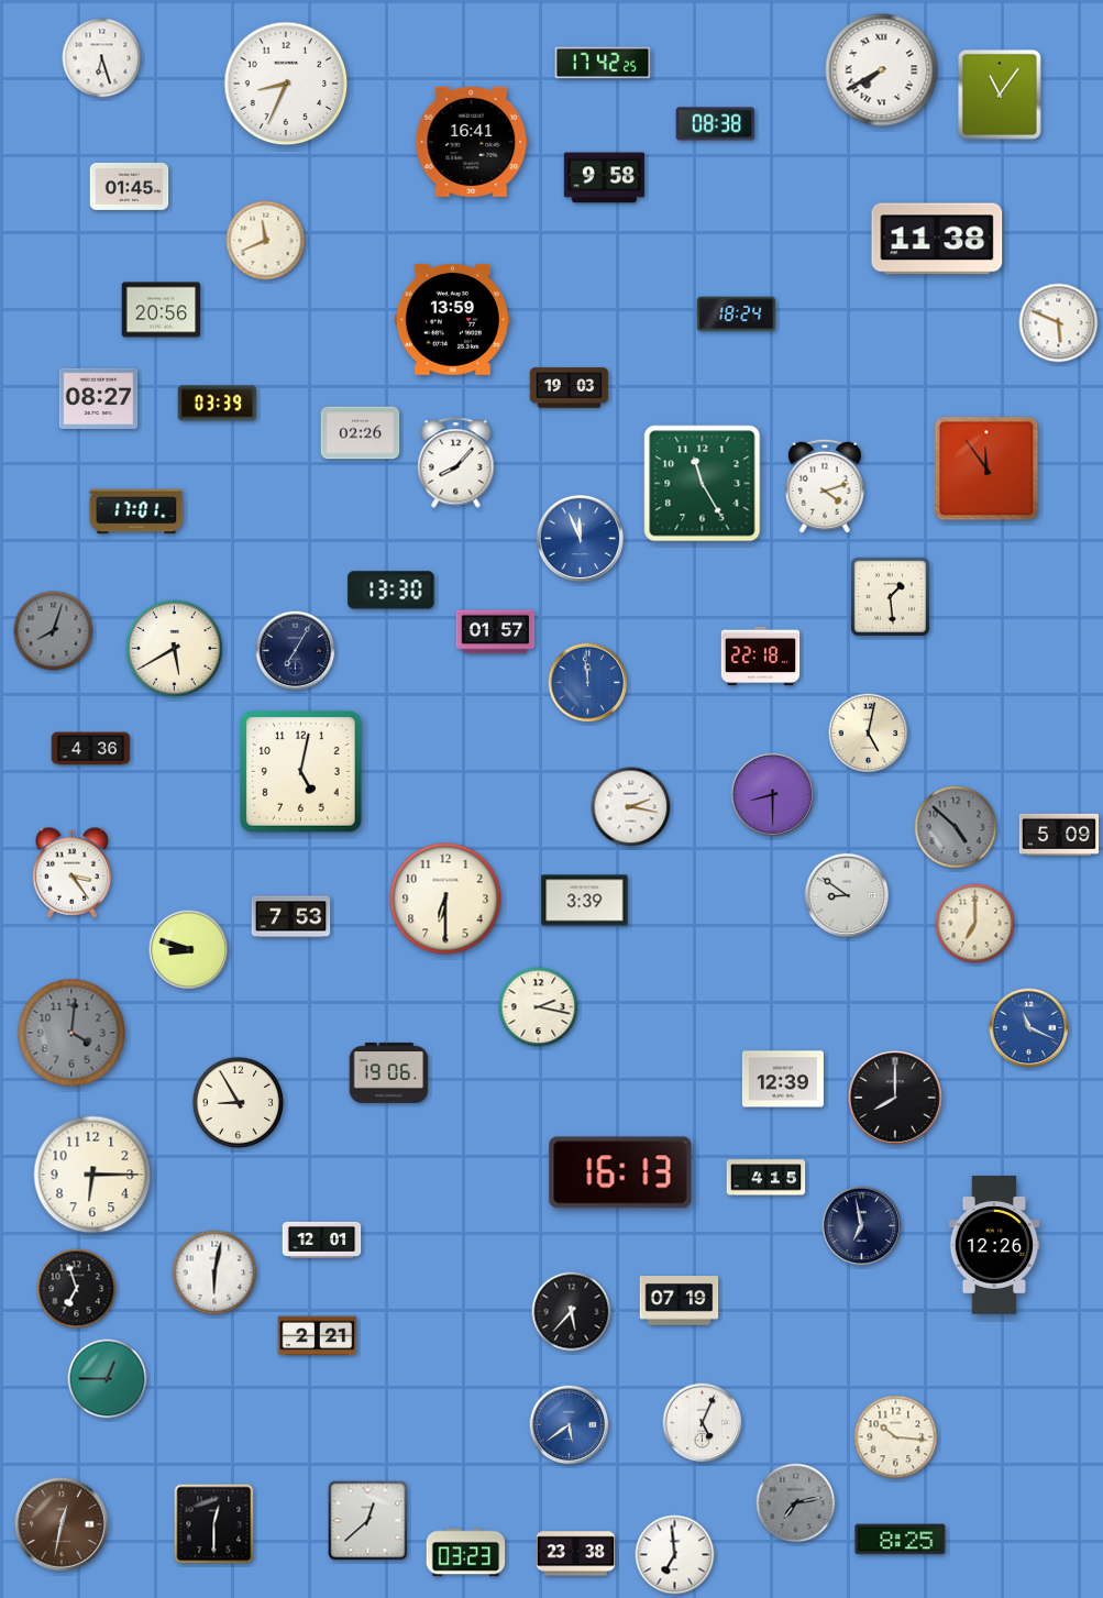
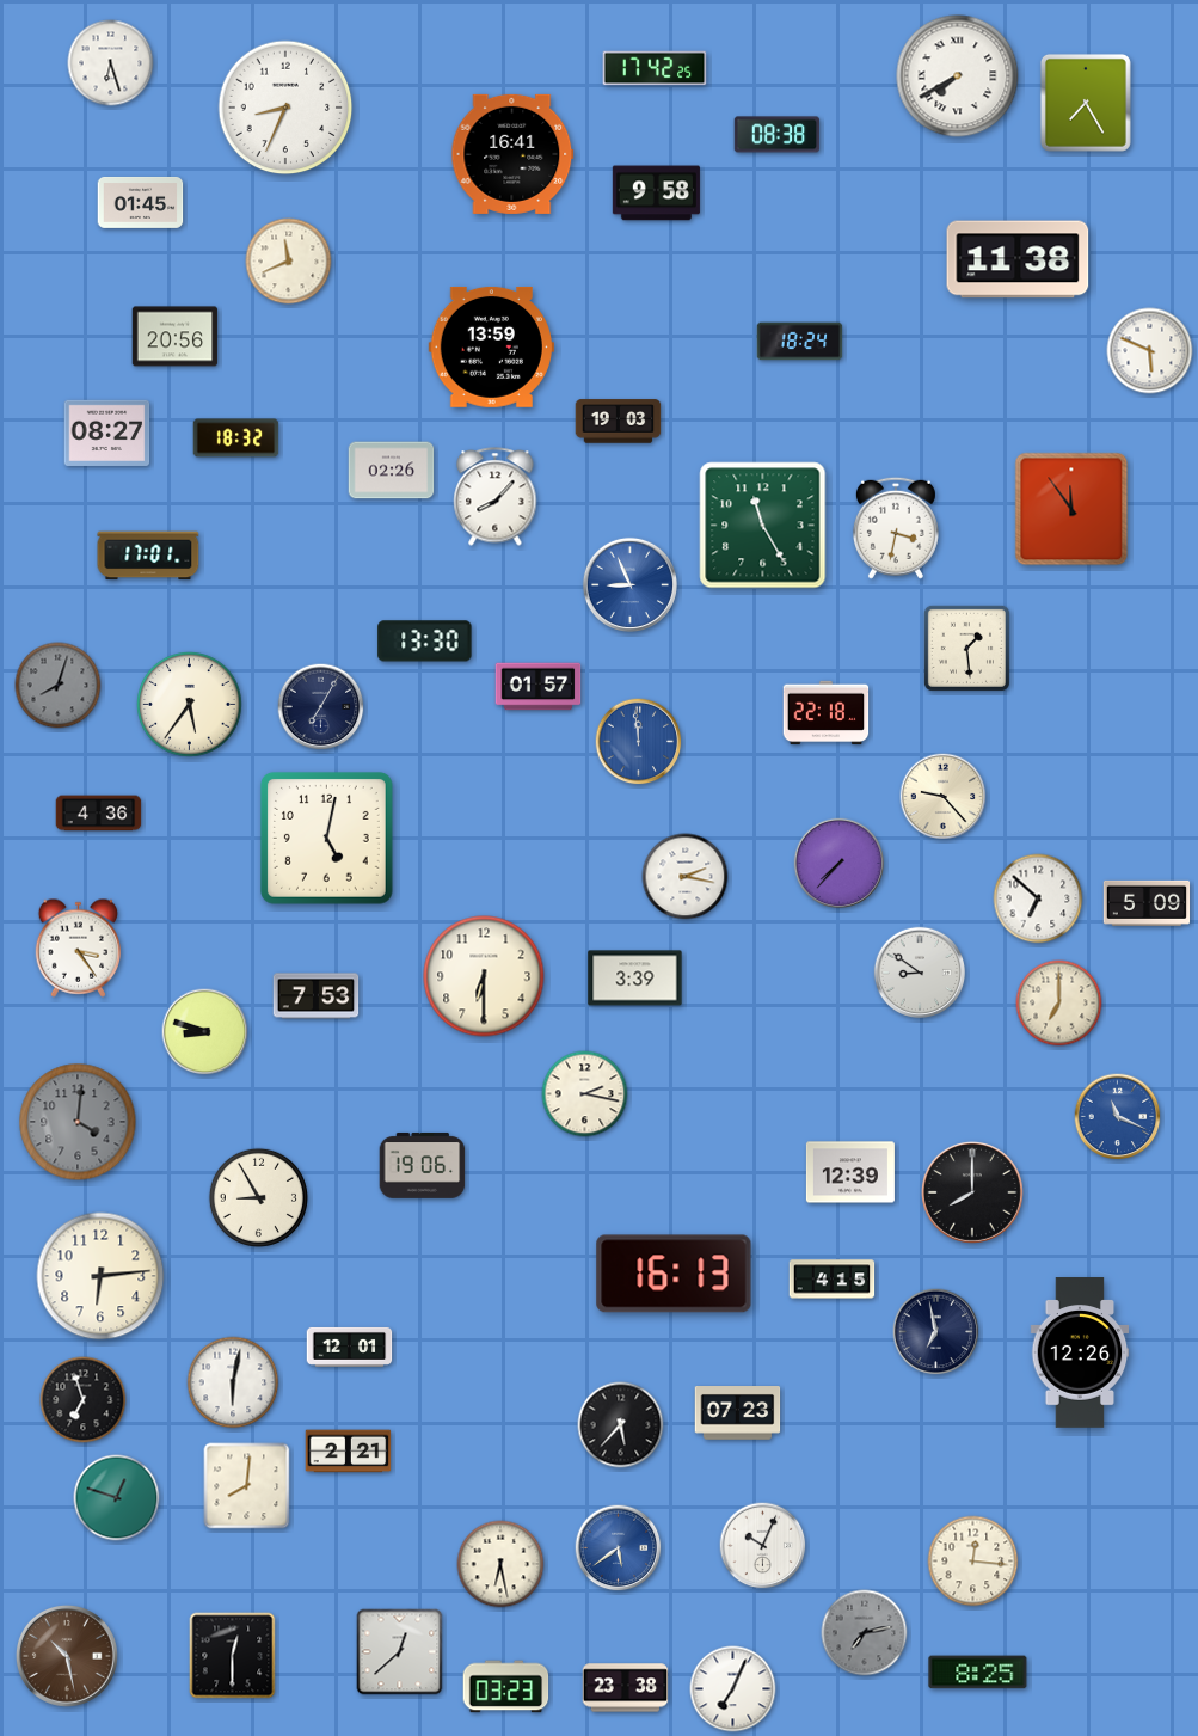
clock at (286, 84) position: (286, 84) -> (285, 108)
clock at (1000, 95): 11:06 -> 7:25
clock at (218, 404): 03:39 -> 18:32
clock at (456, 463) position: (456, 463) -> (496, 497)
clock at (825, 486): 4:12 -> 3:32
clock at (580, 538): 11:56 -> 8:56
clock at (175, 649): 5:40 -> 5:36
clock at (869, 734): 5:02 -> 9:23
clock at (773, 795): 8:30 -> 7:37
clock at (956, 827): 4:52 -> 6:52
clock at (956, 827) dial: grey -> white
clock at (1059, 835) position: (1059, 835) -> (1147, 903)
clock at (92, 1175): 6:15 -> 6:14
clock at (680, 1301): 07:19 -> 07:23
clock at (318, 1336) position: (318, 1336) -> (349, 1452)
clock at (247, 1486): none -> 8:01
clock at (108, 1379): 12:45 -> 12:48
clock at (703, 1423): 5:04 -> 10:04
clock at (896, 1437): 10:16 -> 12:16
clock at (500, 1564): none -> 6:28
clock at (62, 1524): 12:32 -> 10:28
clock at (675, 1555): 6:59 -> 7:04
